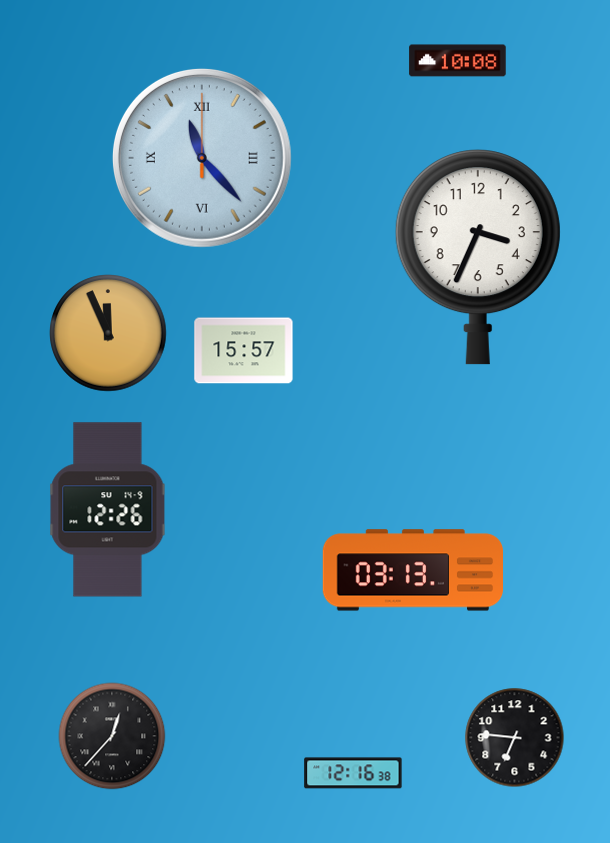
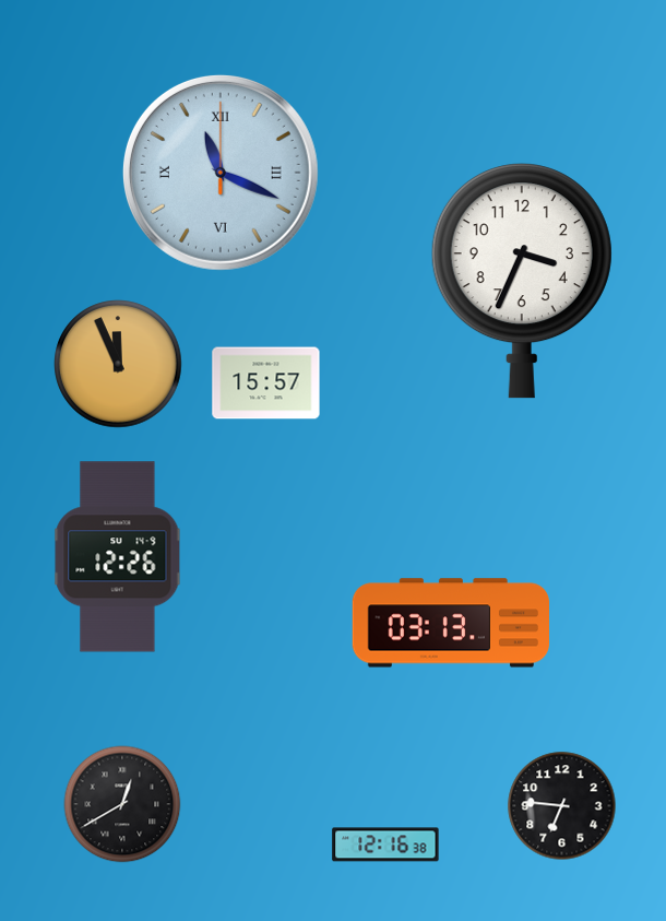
clock at (458, 61): 10:08 -> none
clock at (202, 158): 11:23 -> 11:19
clock at (112, 736): 12:37 -> 12:40
